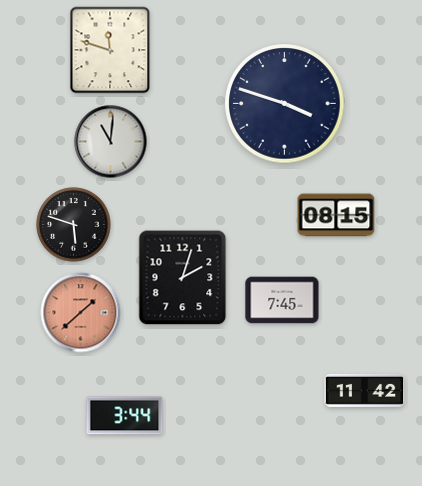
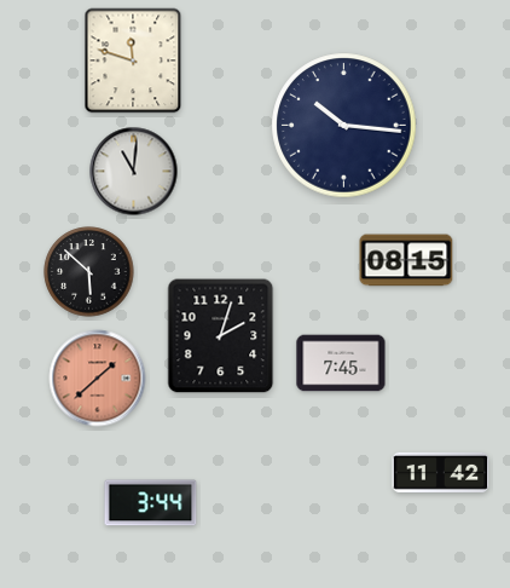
clock at (285, 104): 3:48 -> 10:16
clock at (74, 225): 5:48 -> 5:52
